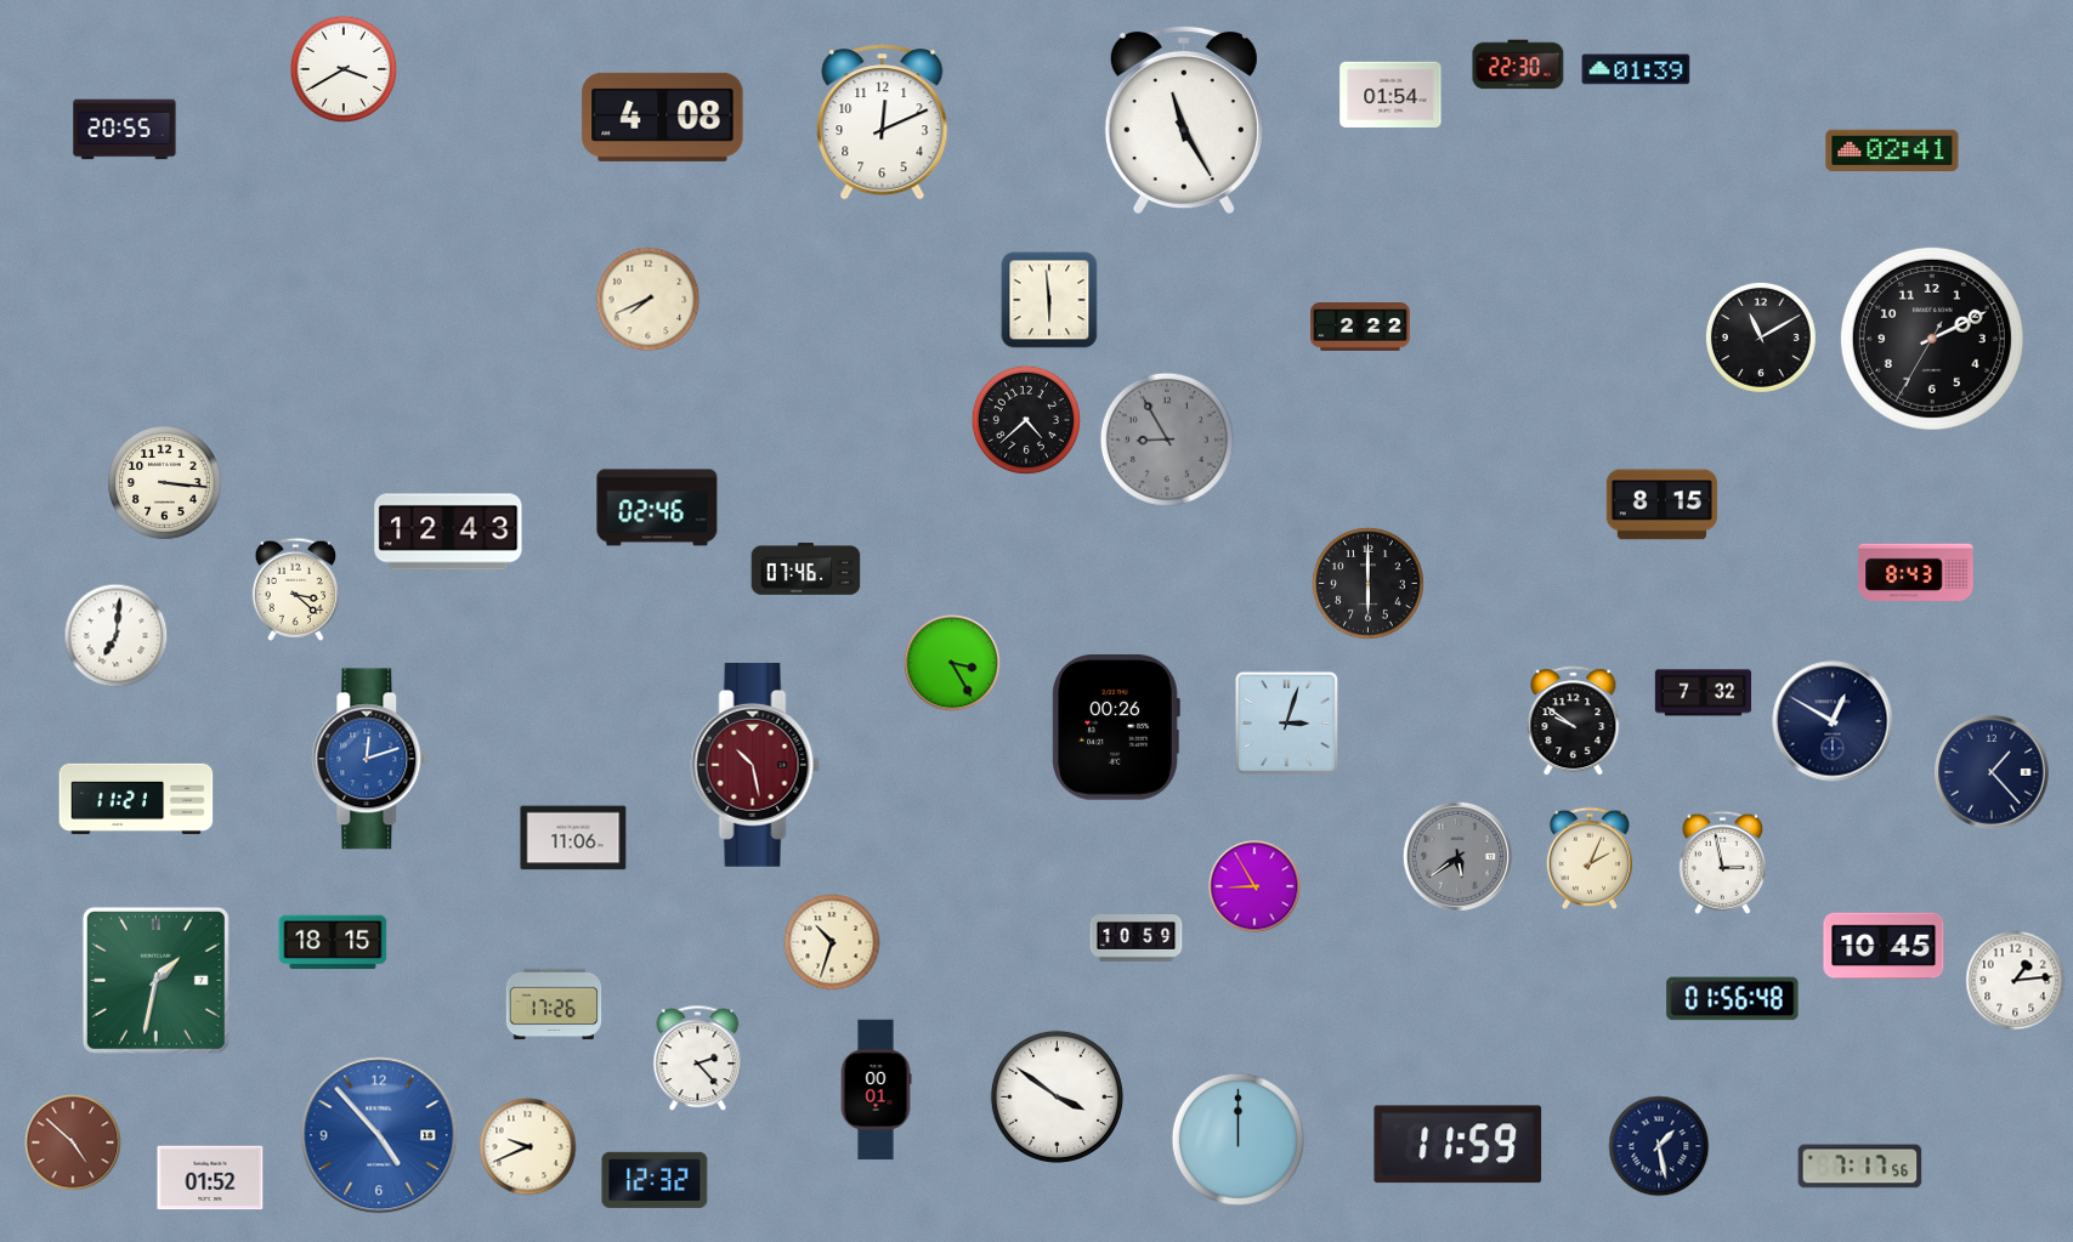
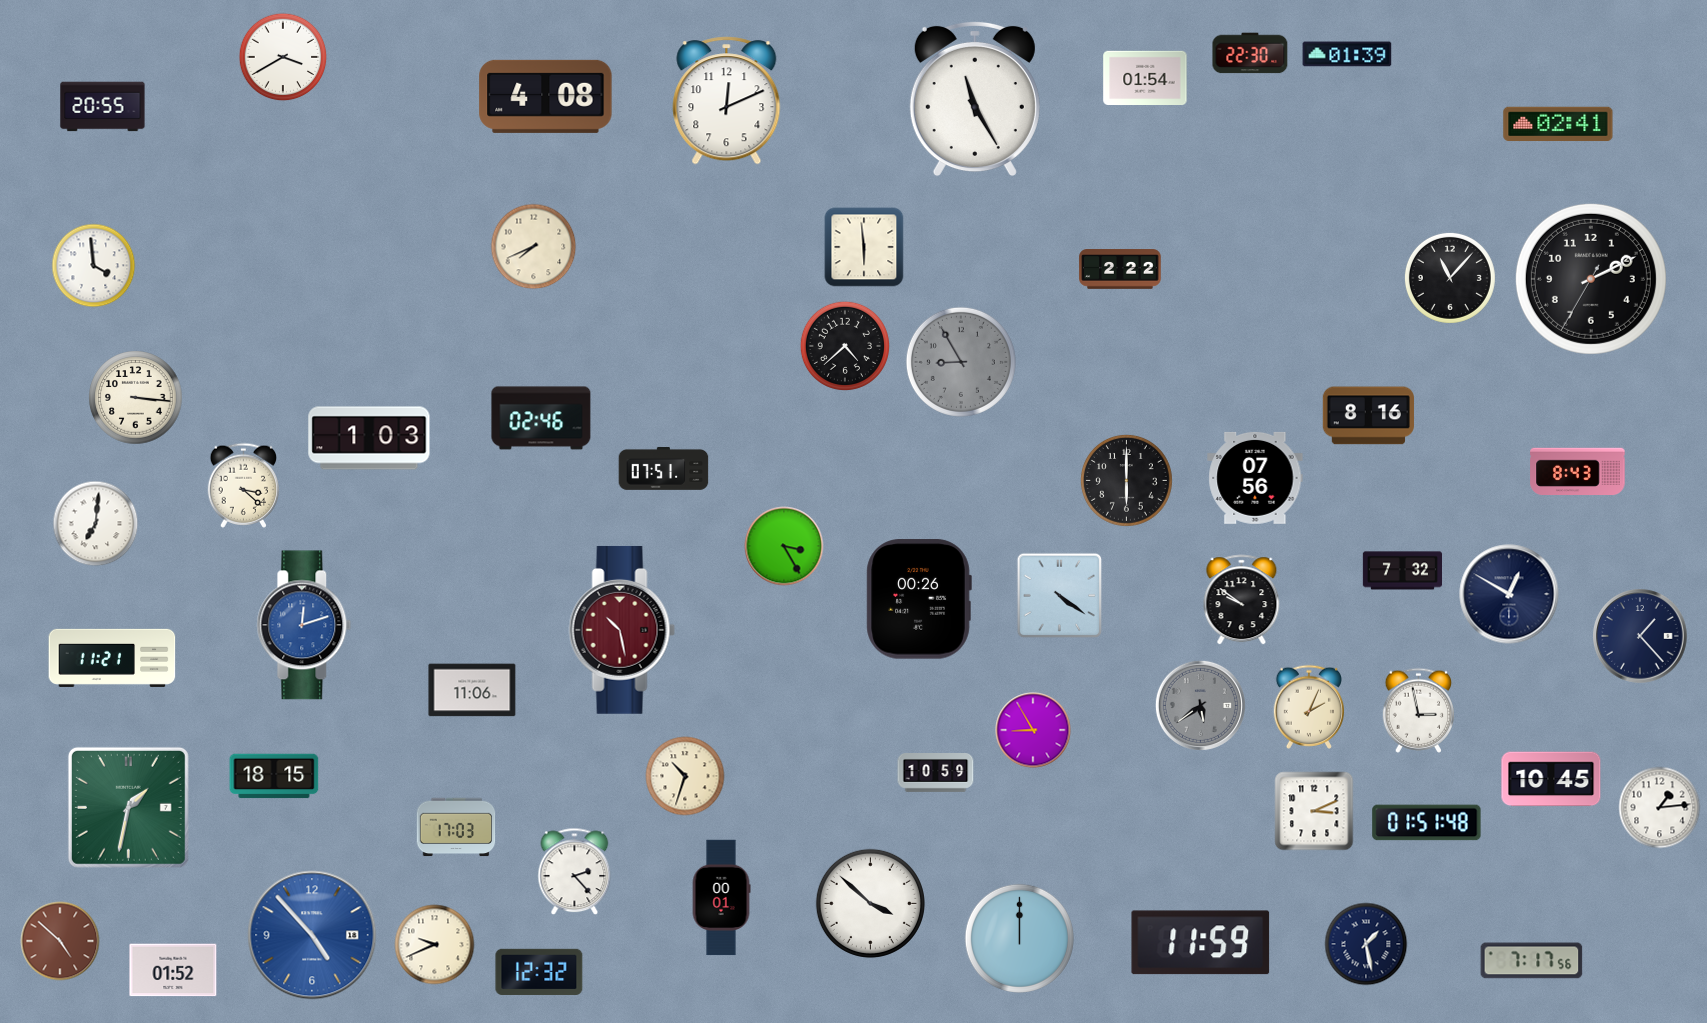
clock at (1636, 69) position: (1636, 69) -> (1347, 54)
clock at (94, 266): none -> 3:59
clock at (1761, 338): 11:10 -> 11:07
clock at (1661, 505): 8:15 -> 8:16
clock at (448, 532): 12:43 -> 1:03
clock at (806, 569): 07:46 -> 07:51
clock at (1255, 478): none -> 07:56
clock at (1574, 721) position: (1574, 721) -> (1242, 600)
clock at (1287, 724): 3:03 -> 4:21
clock at (1314, 811): none -> 3:11
clock at (1733, 999): 01:56 -> 01:51
clock at (554, 1004): 17:26 -> 17:03
clock at (1057, 1096): 3:51 -> 3:52
